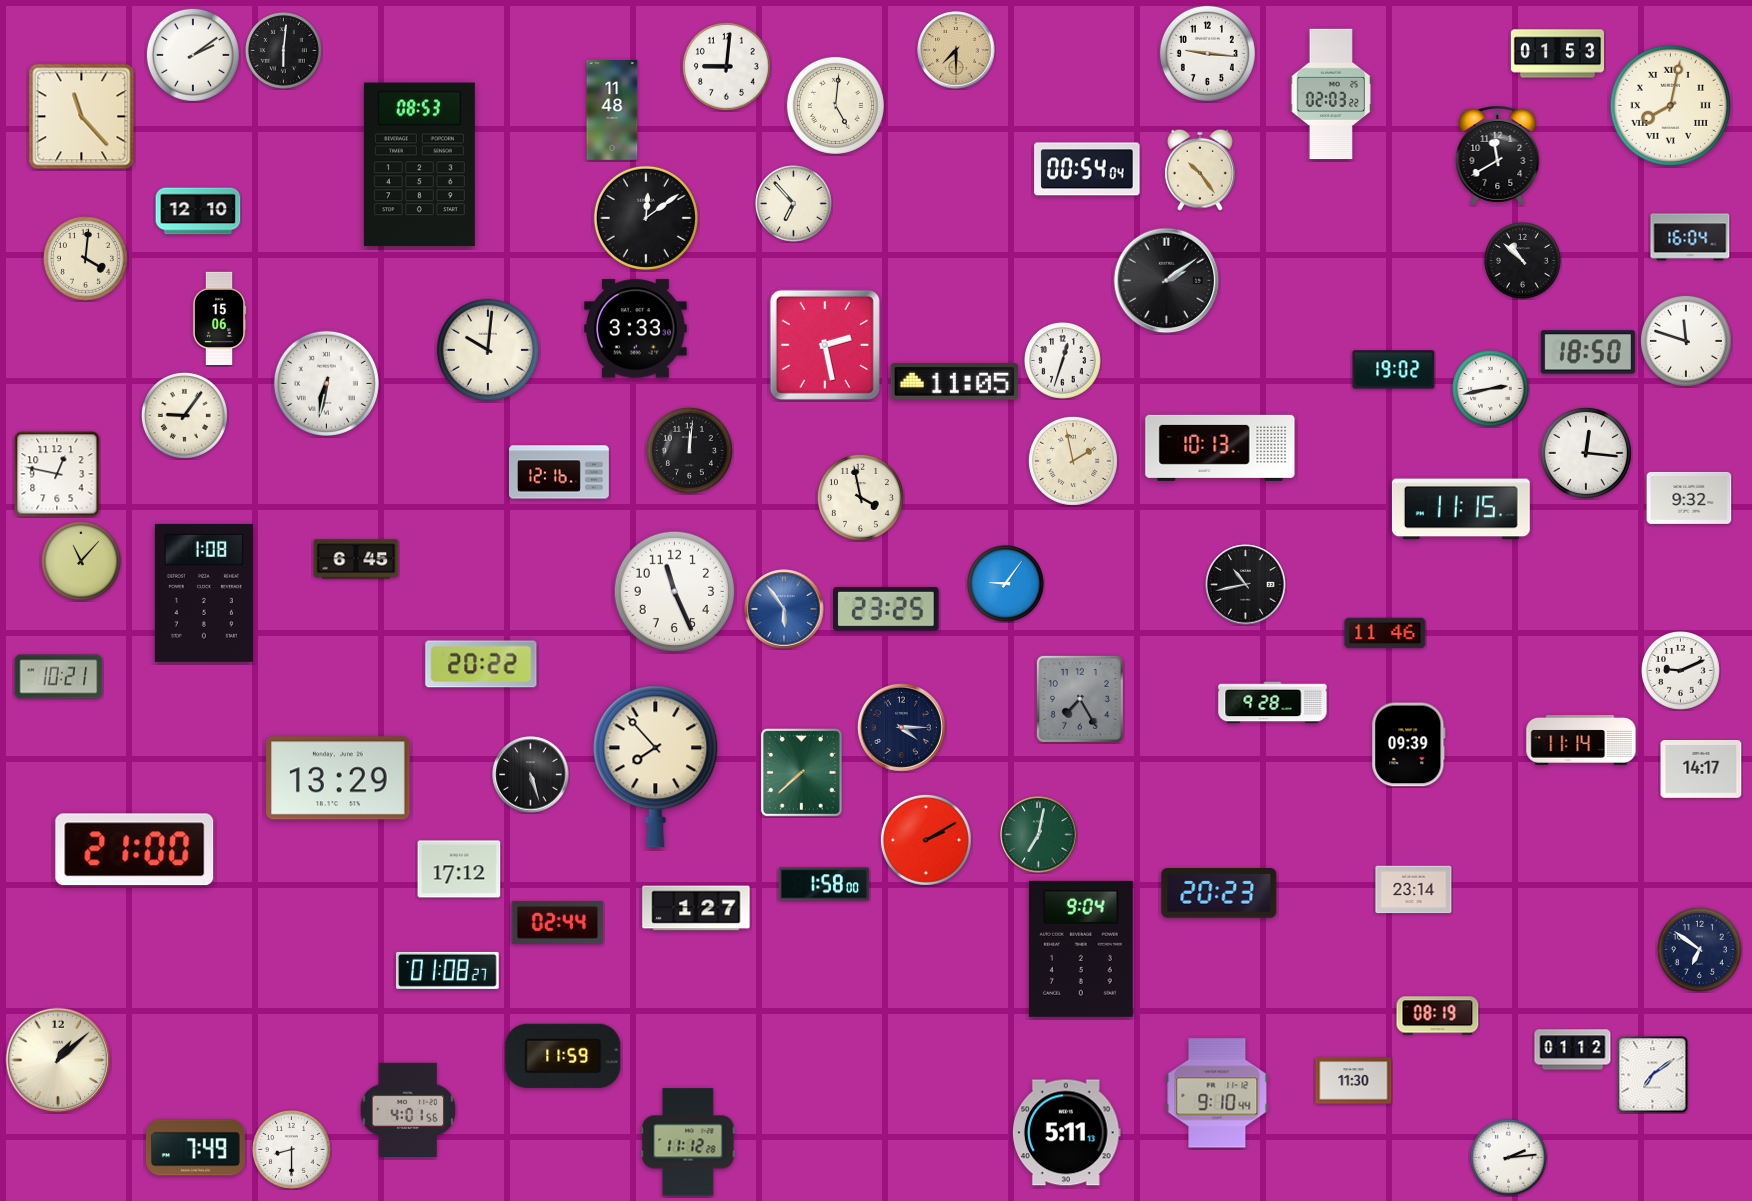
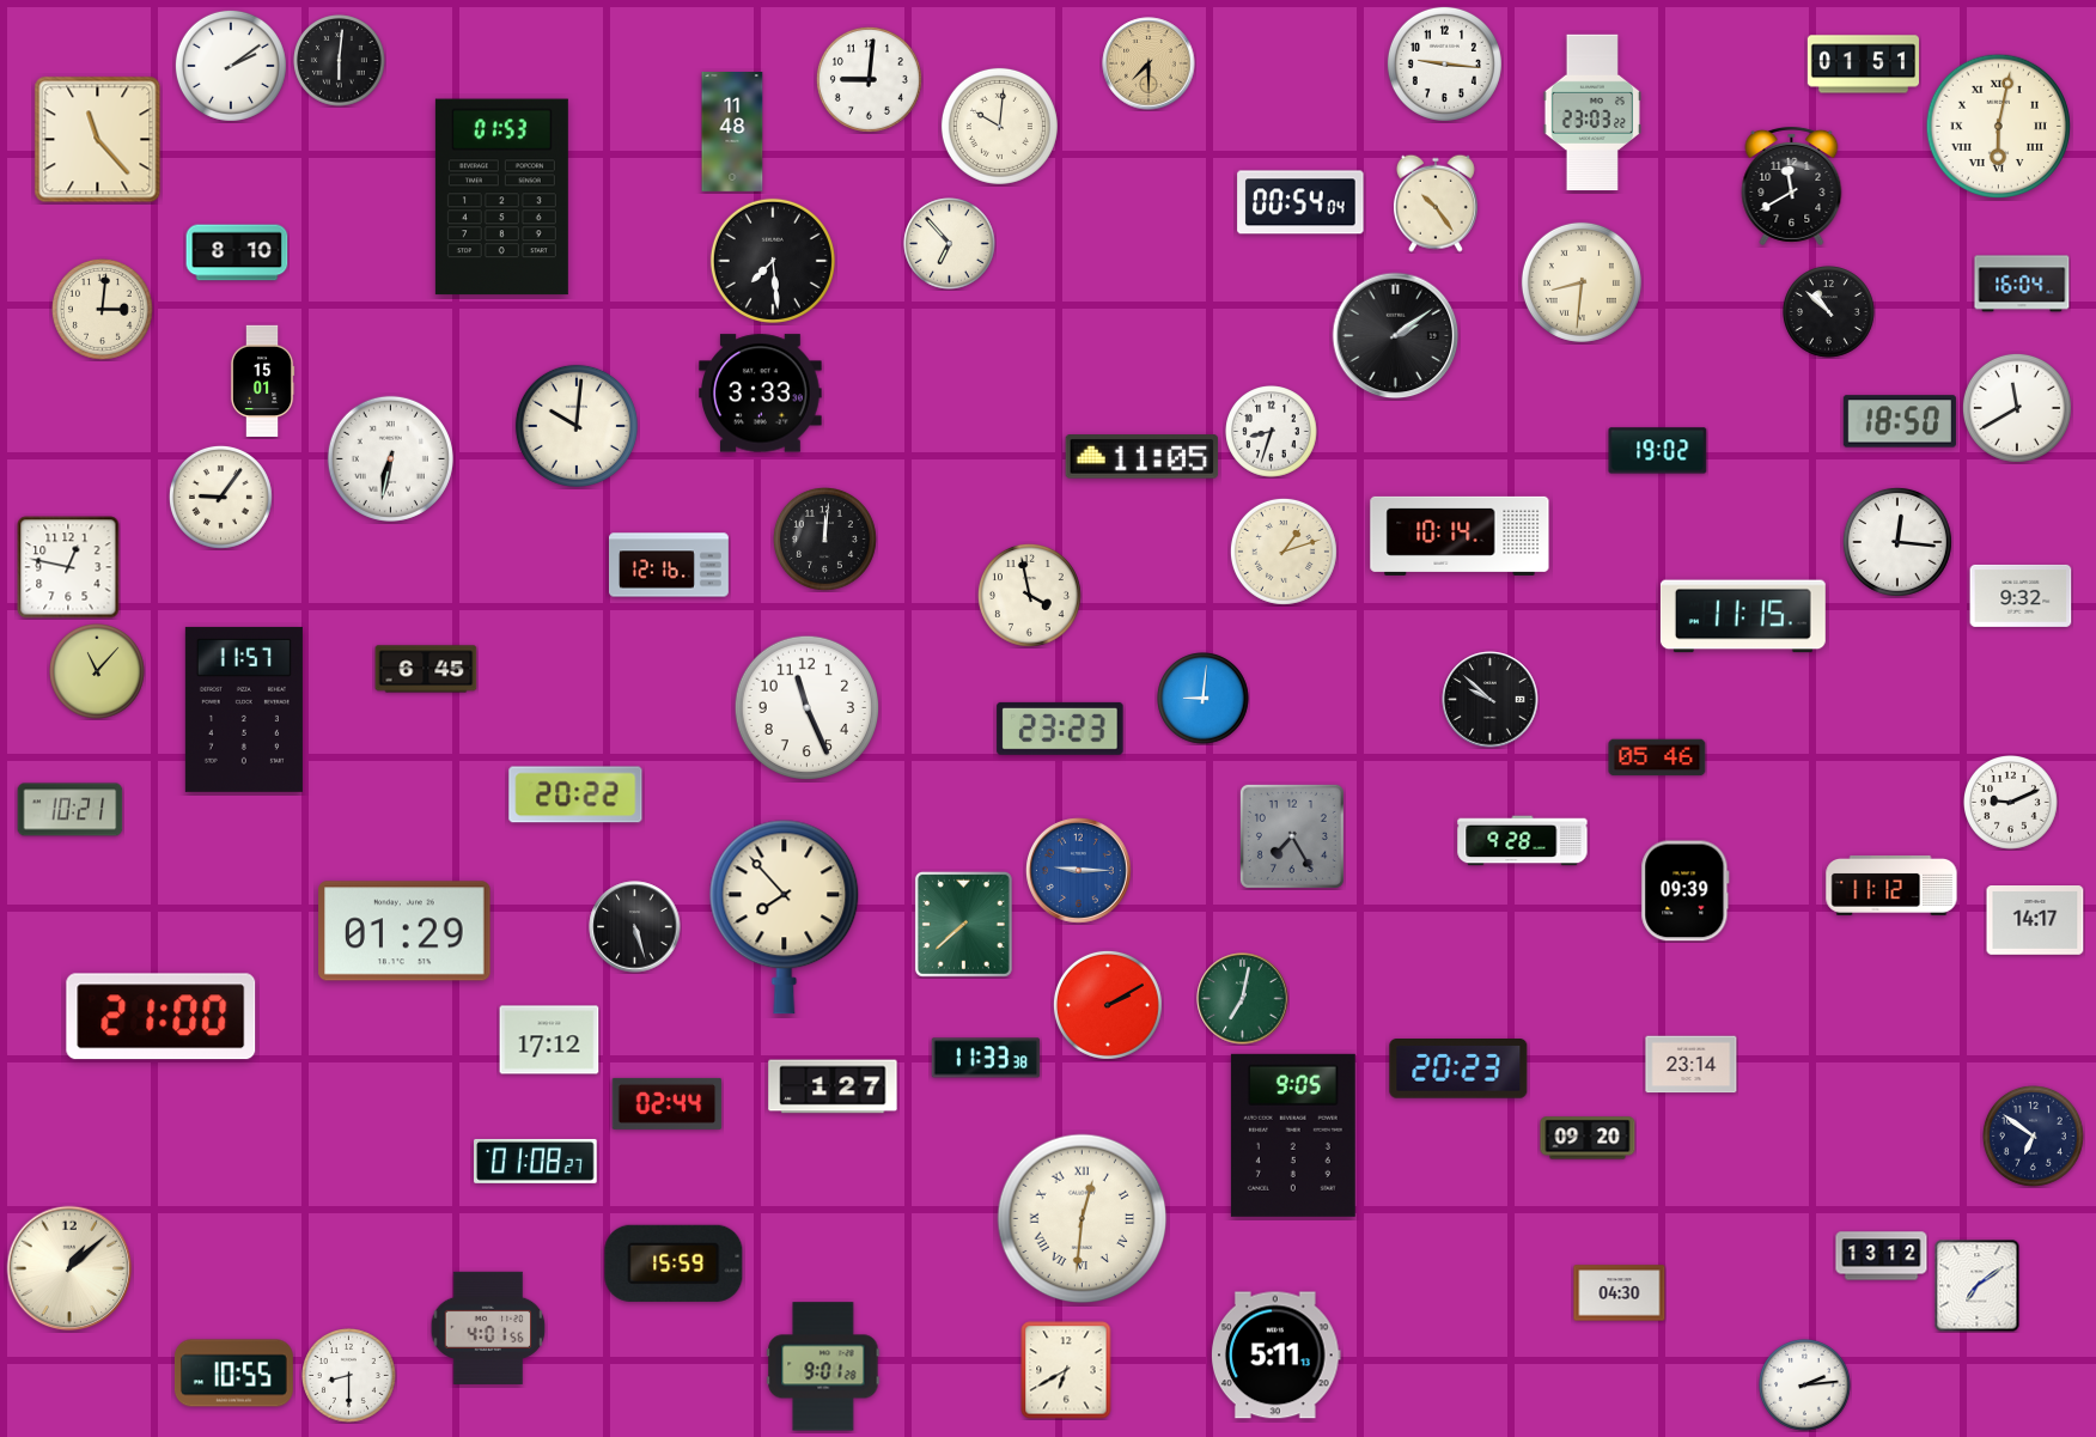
clock at (956, 50) position: (956, 50) -> (1148, 63)
clock at (1557, 54): 01:53 -> 01:51
clock at (1330, 94): 02:03 -> 23:03
clock at (835, 105): 5:01 -> 10:01
clock at (1670, 105): 8:02 -> 6:02
clock at (419, 165): 08:53 -> 01:53
clock at (198, 211): 12:10 -> 8:10
clock at (646, 218): 12:09 -> 7:29
clock at (1582, 282): none -> 8:31
clock at (85, 258): 4:01 -> 3:01
clock at (1523, 261) position: (1523, 261) -> (1829, 312)
clock at (219, 318): 15:06 -> 15:01
clock at (1686, 341): 11:48 -> 11:40
clock at (825, 345): 2:28 -> none
clock at (488, 350) position: (488, 350) -> (577, 426)
clock at (1063, 361): 12:33 -> 8:33
clock at (1394, 370) position: (1394, 370) -> (1658, 451)
clock at (1491, 389): 2:43 -> none
clock at (1220, 448): 10:13 -> 10:14
clock at (1073, 461): 1:58 -> 1:12
clock at (1461, 509) position: (1461, 509) -> (1743, 616)
clock at (1006, 584): 9:06 -> 9:01
clock at (1246, 585): 10:43 -> 9:52
clock at (204, 593): 1:08 -> 11:57
clock at (784, 609): 5:54 -> none
clock at (886, 609): 23:25 -> 23:23
clock at (1385, 633): 11:46 -> 05:46
clock at (901, 727): 4:15 -> 9:15
clock at (901, 727) dial: navy -> blue
clock at (1581, 740): 11:14 -> 11:12
clock at (801, 772) position: (801, 772) -> (963, 924)
clock at (338, 778): 13:29 -> 01:29
clock at (824, 884): 1:58 -> 11:33
clock at (1081, 949): 9:04 -> 9:05
clock at (1588, 1138): none -> 09:20
clock at (1438, 1016): 08:19 -> none
clock at (1083, 1219): none -> 12:31
clock at (1573, 1050): 01:12 -> 13:12
clock at (563, 1056): 11:59 -> 15:59
clock at (1354, 1081): 11:30 -> 04:30
clock at (1217, 1093): 9:10 -> none
clock at (688, 1142): 11:12 -> 9:01
clock at (1066, 1370): none -> 6:40
clock at (195, 1148): 7:49 -> 10:55
